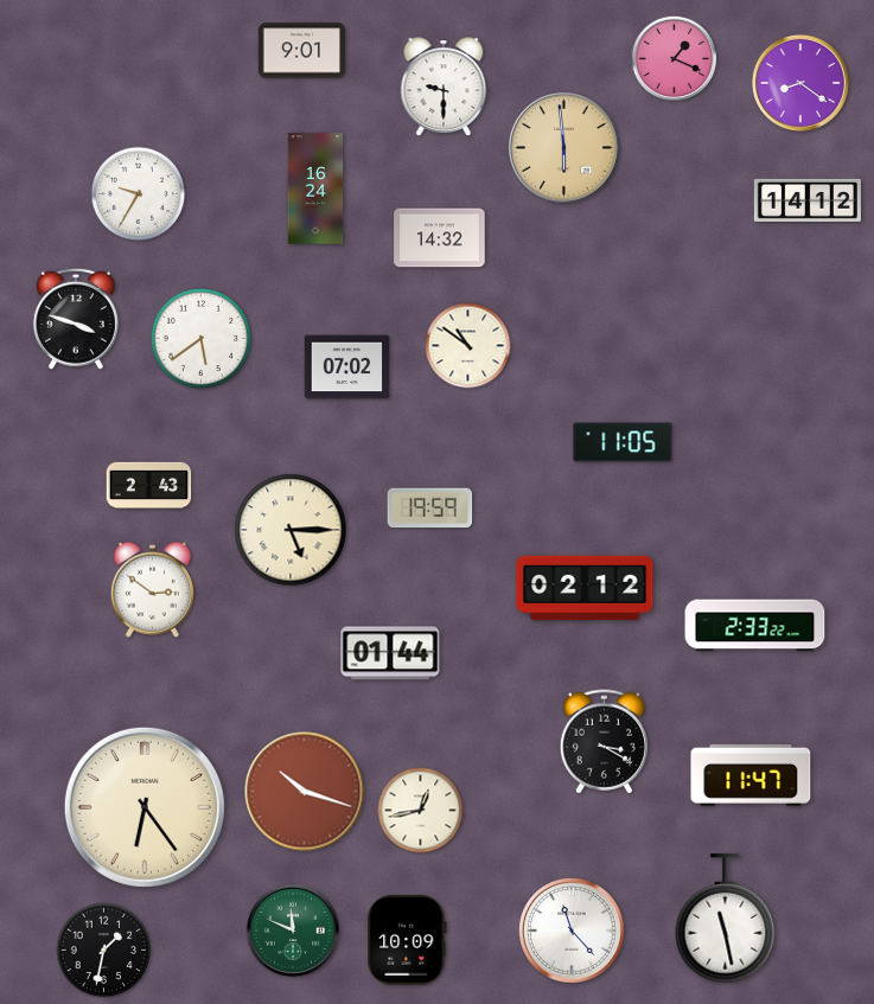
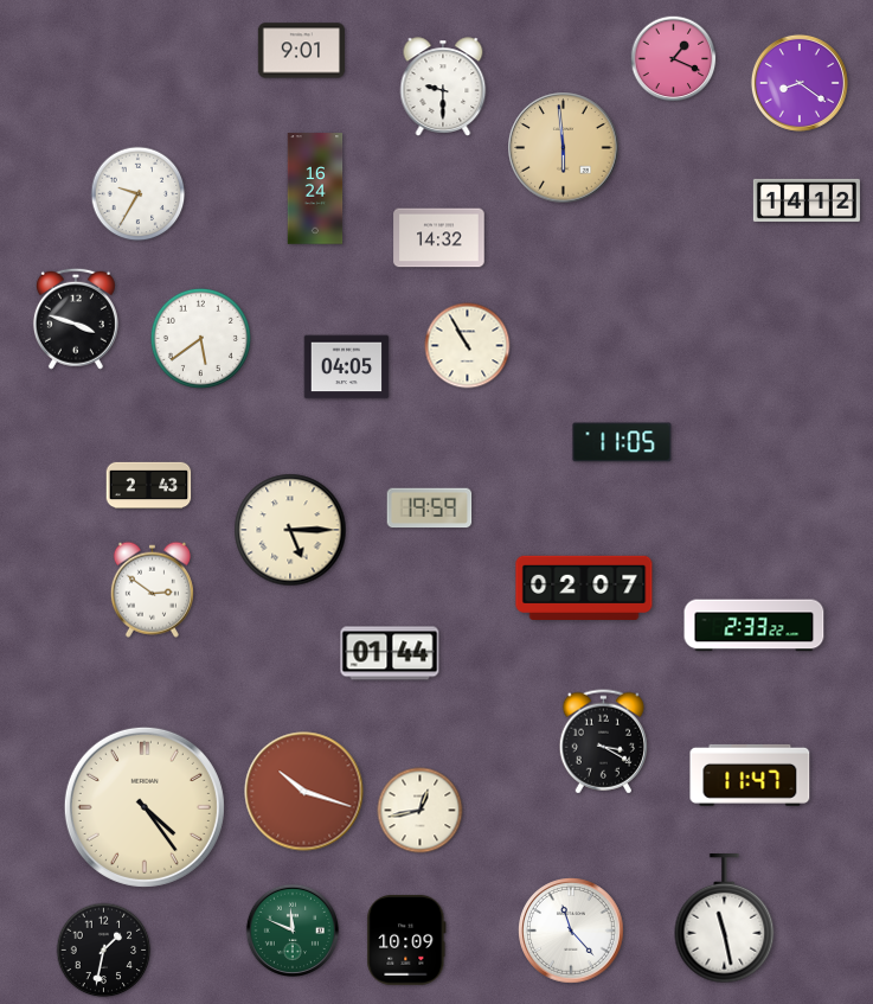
clock at (468, 346): 10:51 -> 10:55
clock at (347, 367): 07:02 -> 04:05
clock at (585, 588): 02:12 -> 02:07
clock at (145, 807): 6:24 -> 4:24
